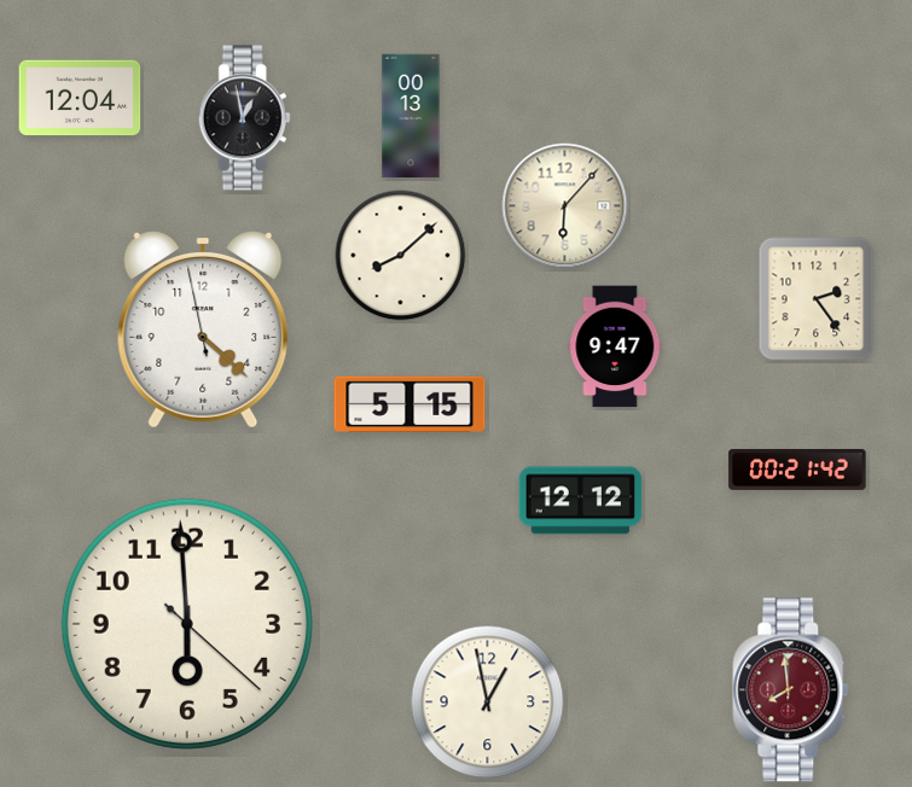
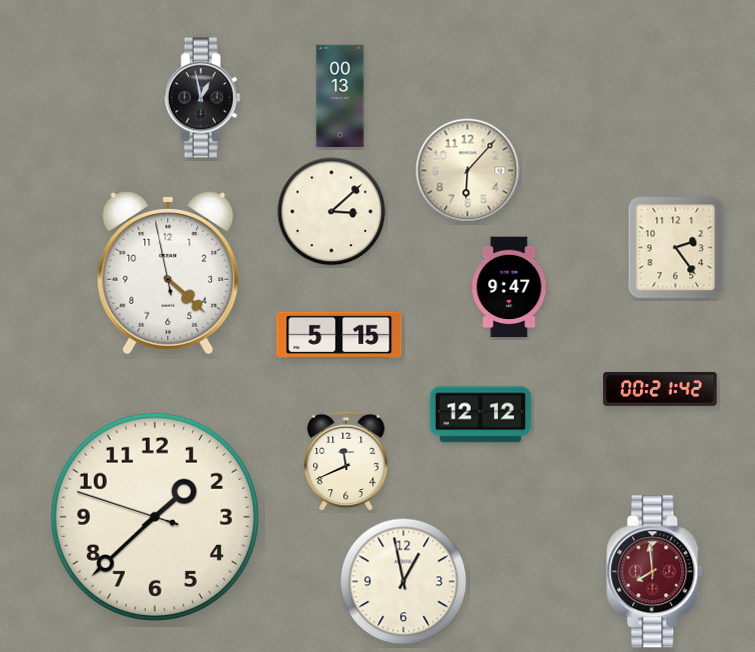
clock at (80, 98): 12:04 -> none
clock at (401, 256): 8:08 -> 3:08
clock at (346, 461): none -> 11:41
clock at (187, 624): 5:59 -> 1:37
